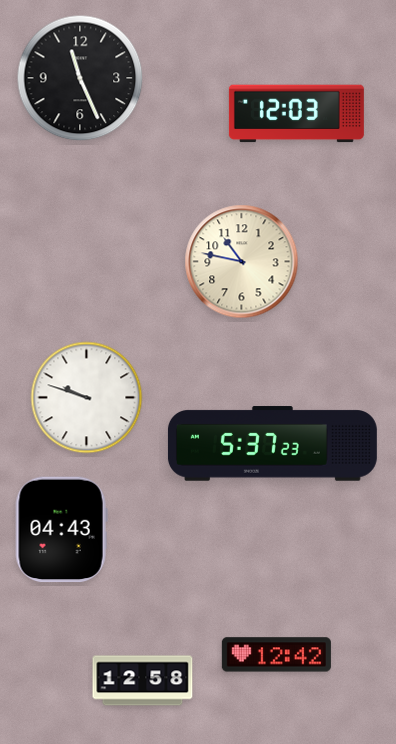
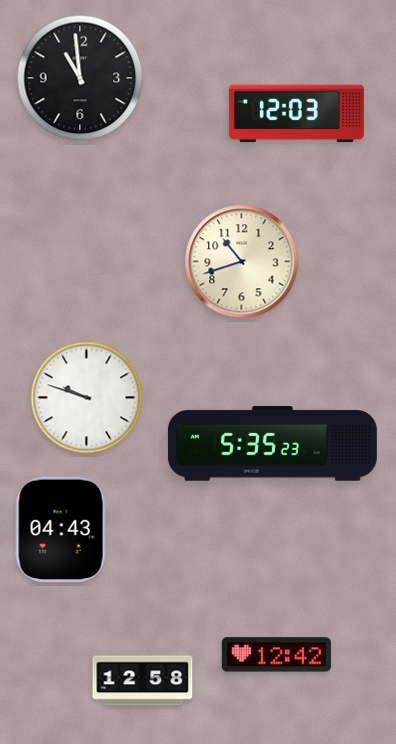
clock at (80, 78): 11:26 -> 10:59
clock at (242, 262): 10:47 -> 10:42
clock at (272, 444): 5:37 -> 5:35
